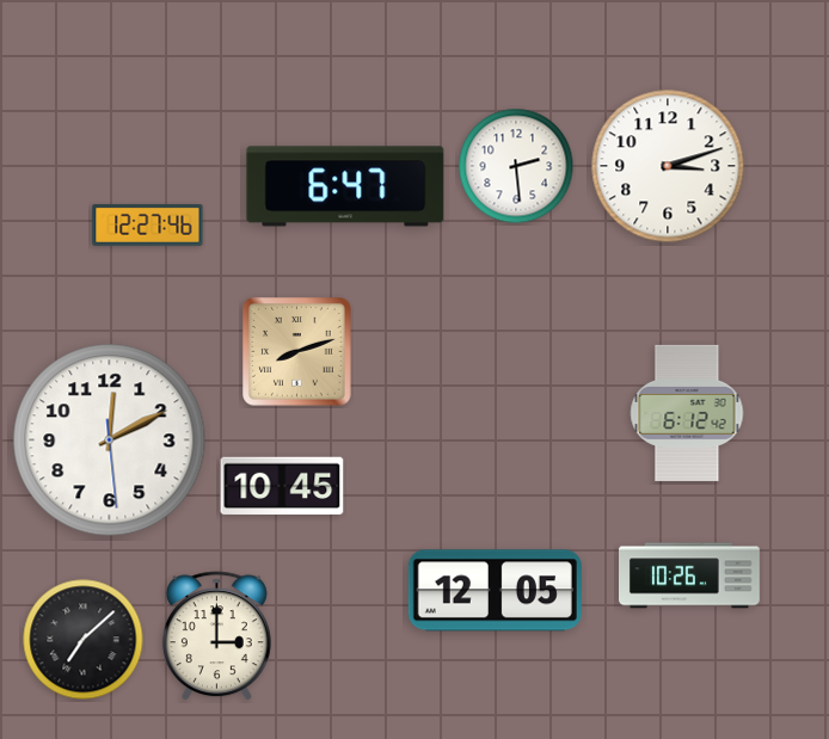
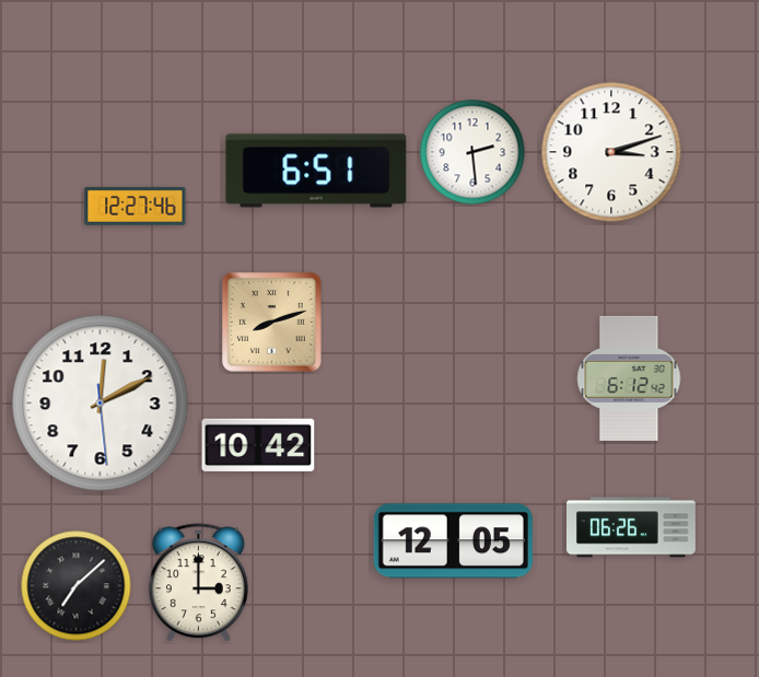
clock at (345, 186): 6:47 -> 6:51
clock at (282, 486): 10:45 -> 10:42
clock at (690, 575): 10:26 -> 06:26
